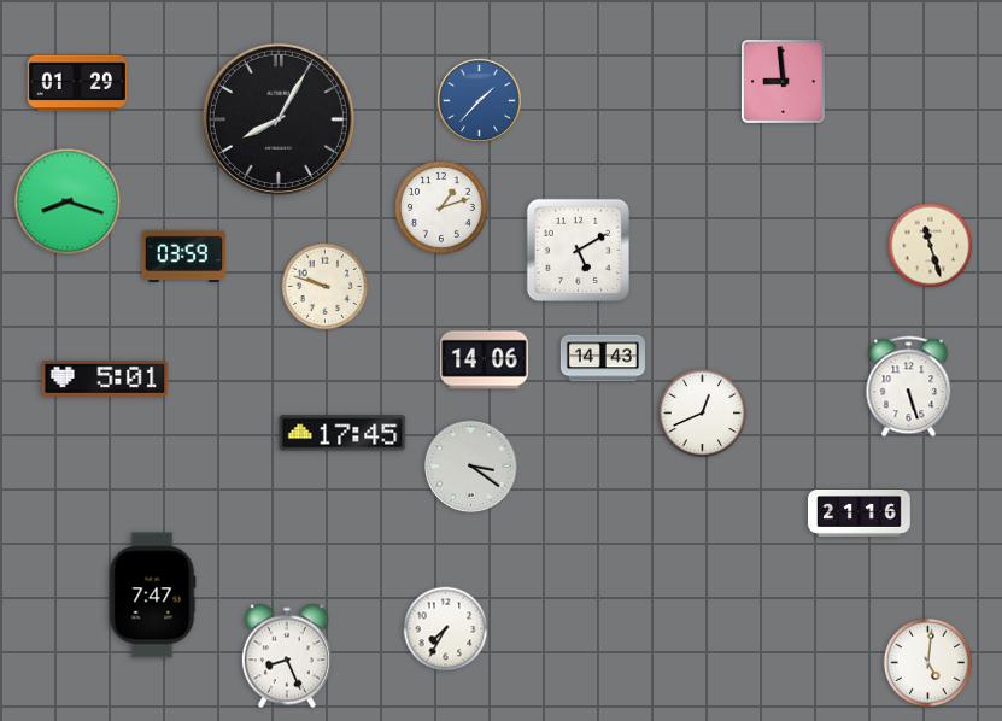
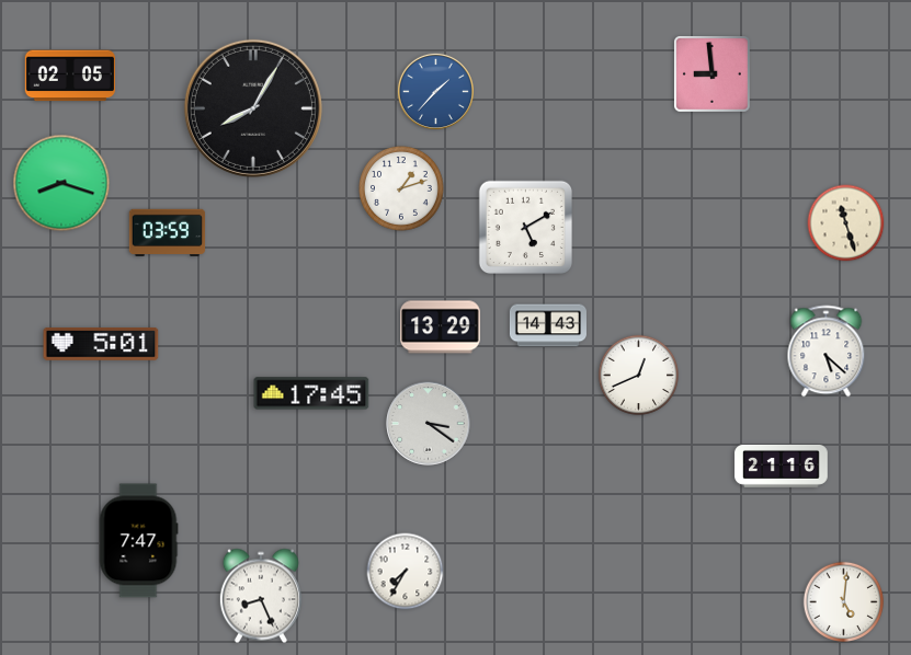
clock at (76, 83): 01:29 -> 02:05
clock at (326, 287): 9:48 -> none
clock at (485, 360): 14:06 -> 13:29
clock at (105, 379) position: (105, 379) -> (101, 344)
clock at (909, 387): 5:27 -> 5:22
